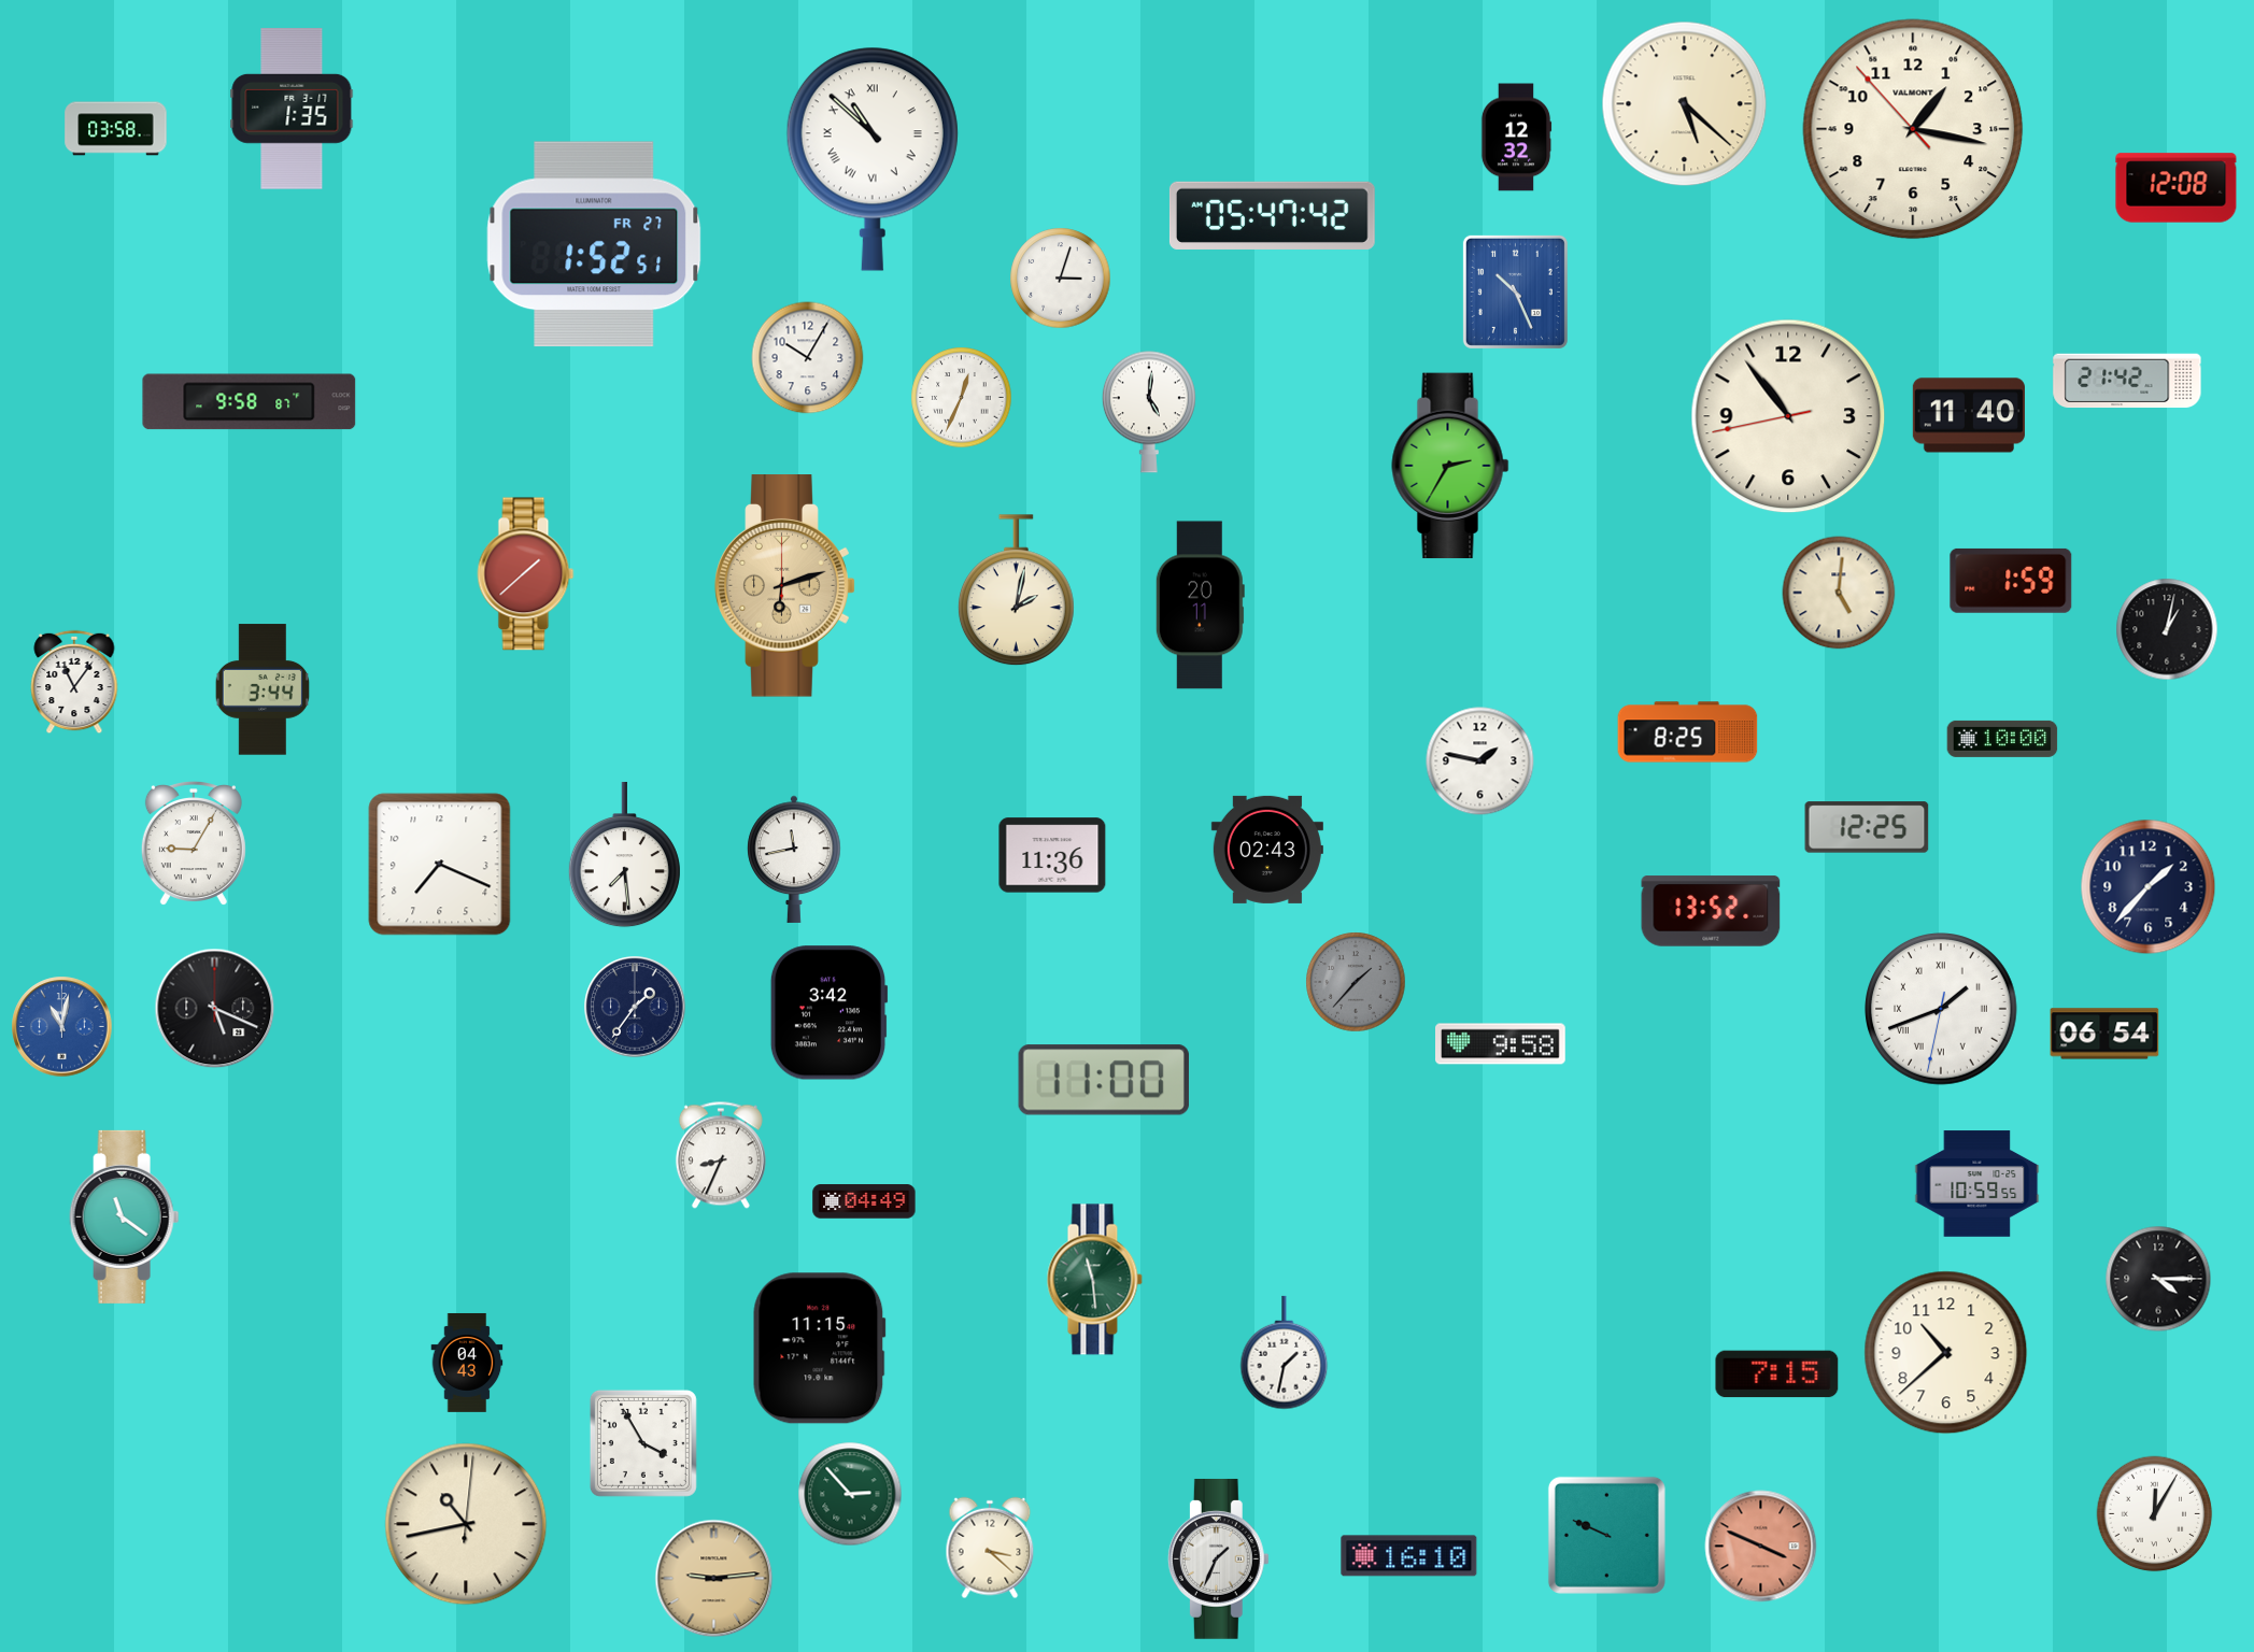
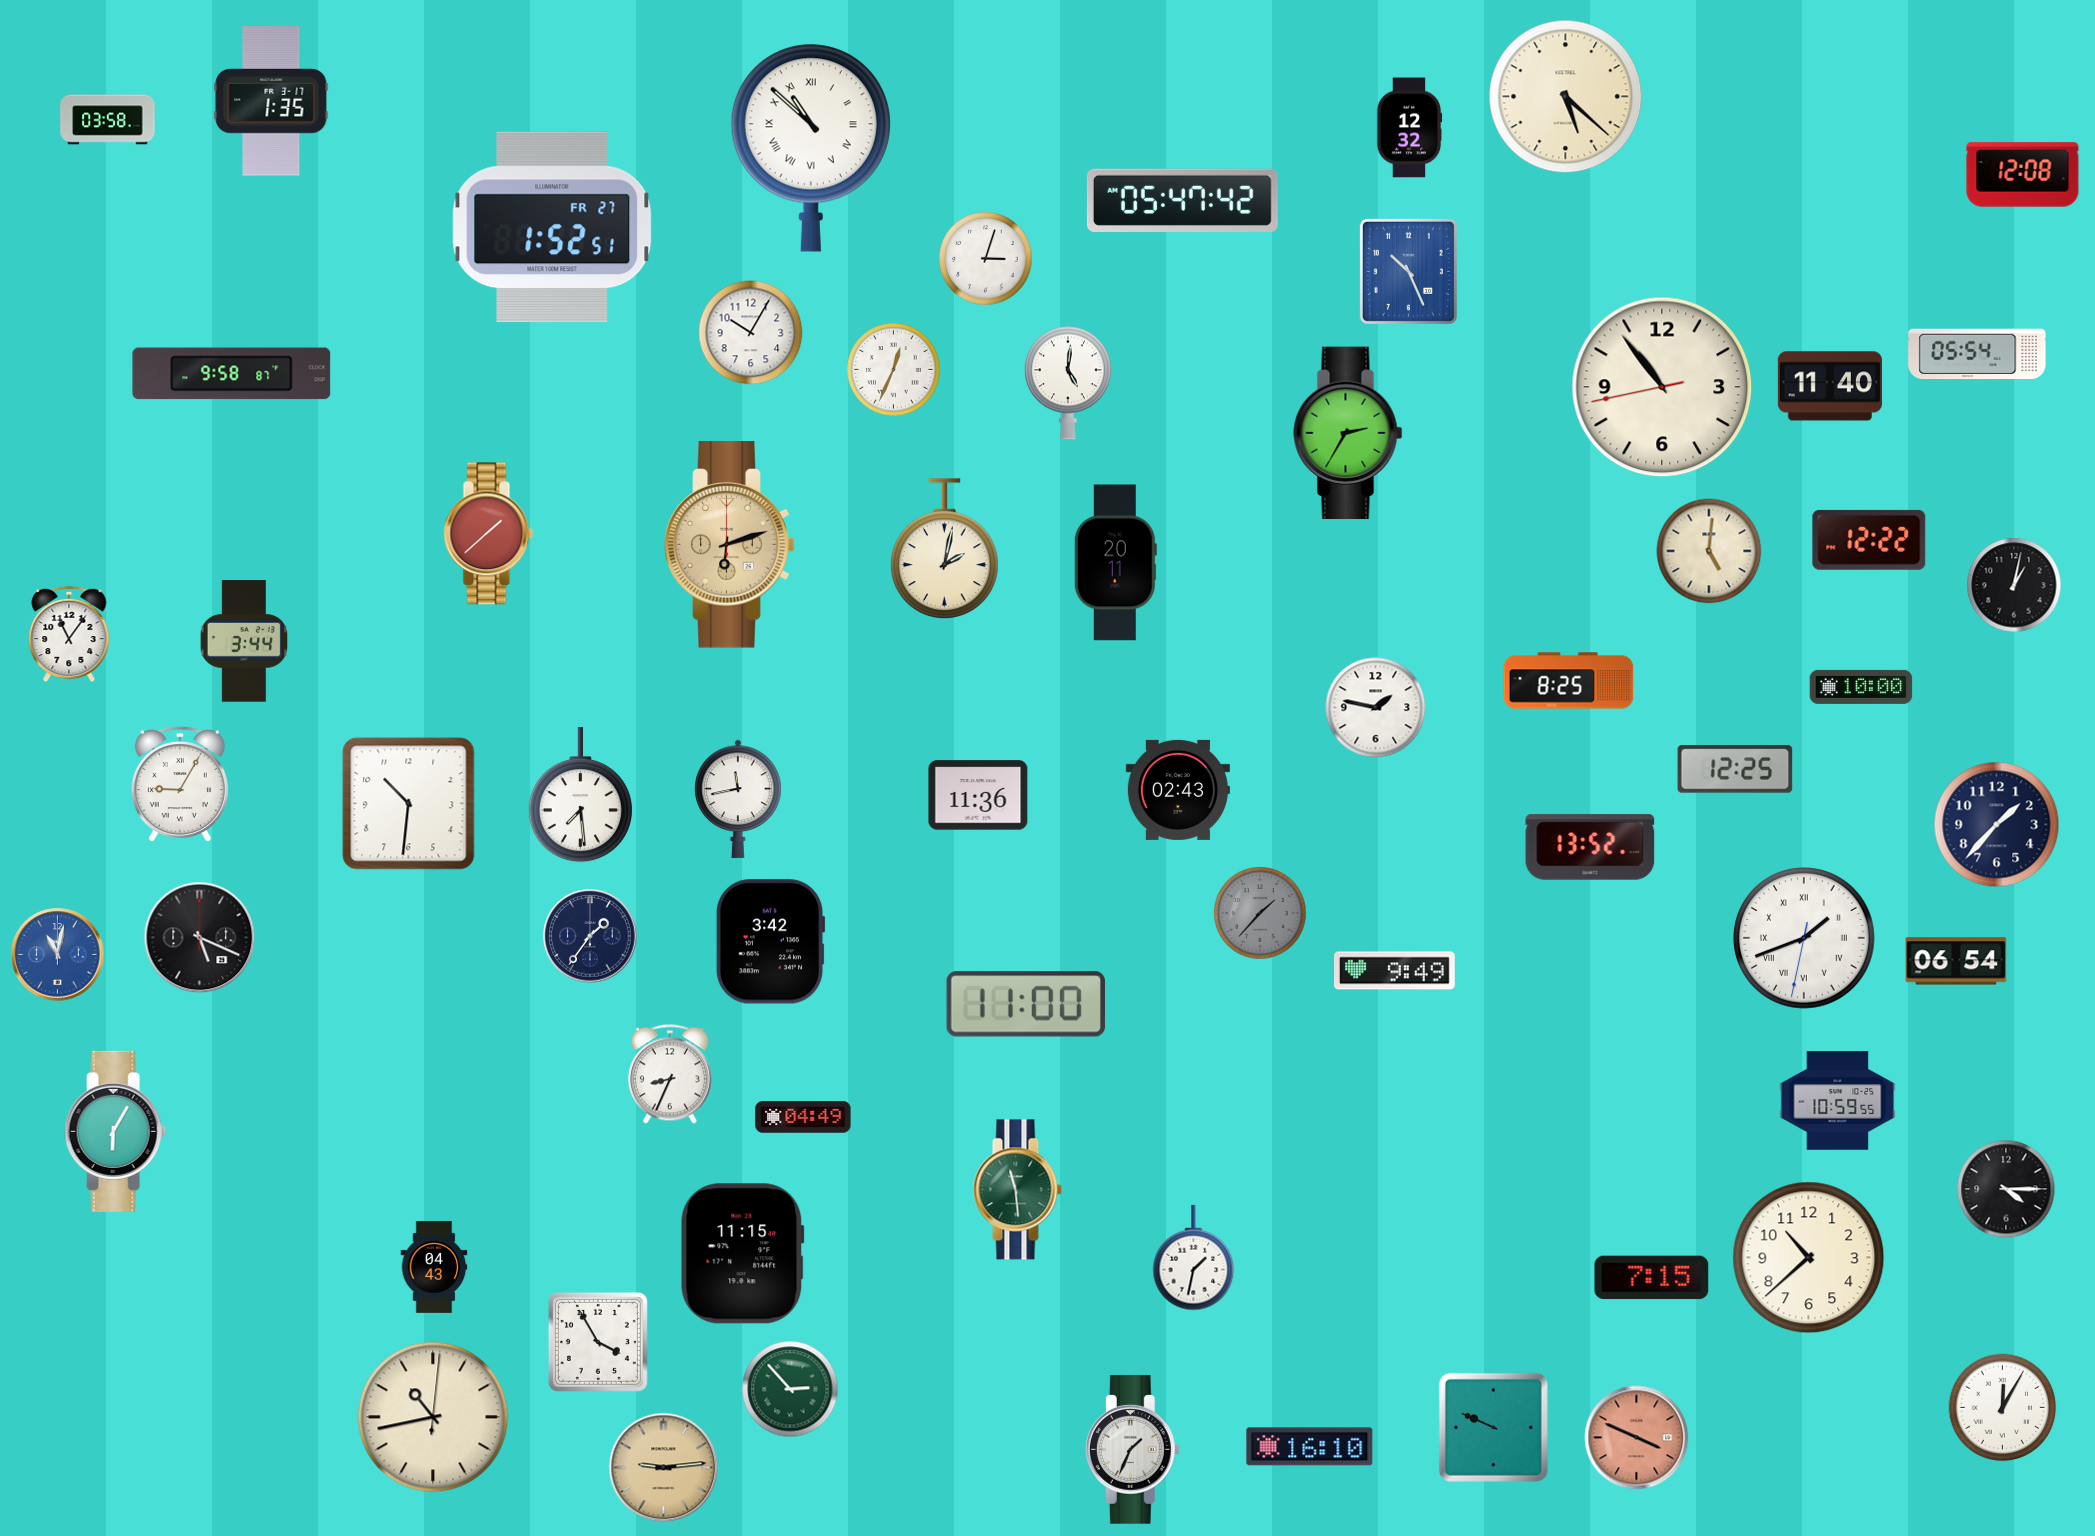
clock at (1913, 129): 1:16 -> none
clock at (2127, 381): 21:42 -> 05:54
clock at (2011, 581): 1:59 -> 12:22
clock at (440, 865): 7:19 -> 10:31
clock at (1501, 1044): 9:58 -> 9:49
clock at (125, 1216): 11:21 -> 6:05
clock at (819, 1349) position: (819, 1349) -> (742, 1254)
clock at (990, 1548): 3:22 -> none
